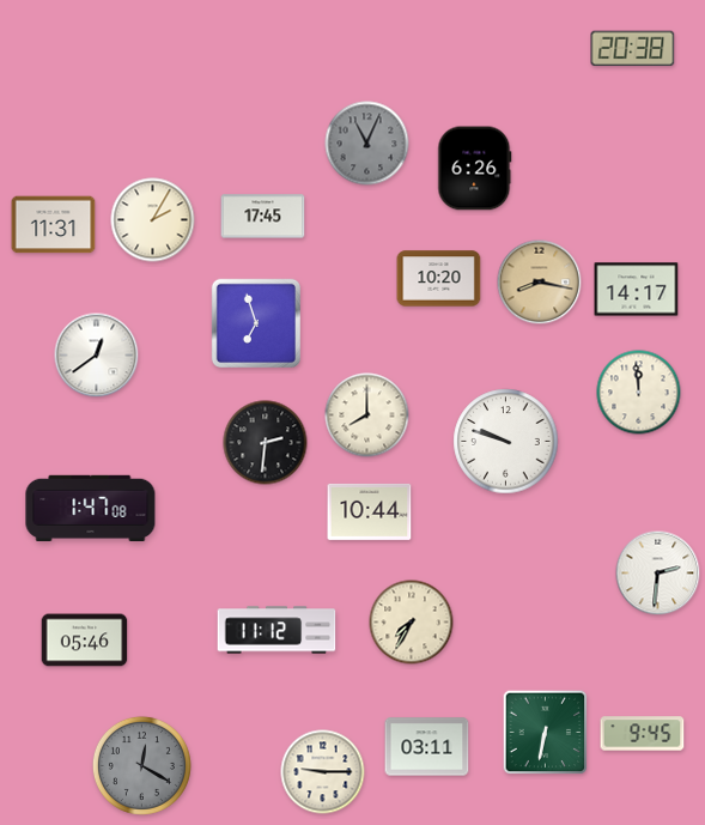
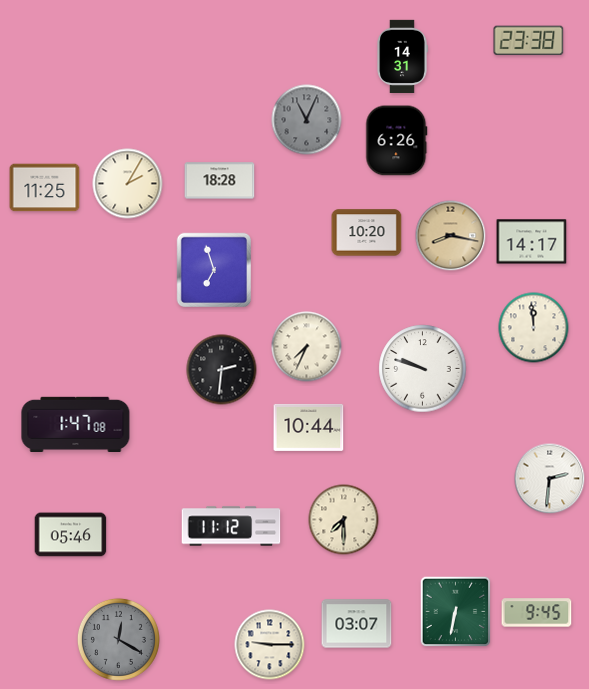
clock at (633, 49): 20:38 -> 23:38
clock at (402, 56): none -> 14:31
clock at (263, 217): 17:45 -> 18:28
clock at (54, 225): 11:31 -> 11:25
clock at (97, 356): 12:39 -> none
clock at (367, 415): 8:00 -> 7:34
clock at (412, 623): 7:35 -> 7:30
clock at (427, 747): 03:11 -> 03:07
